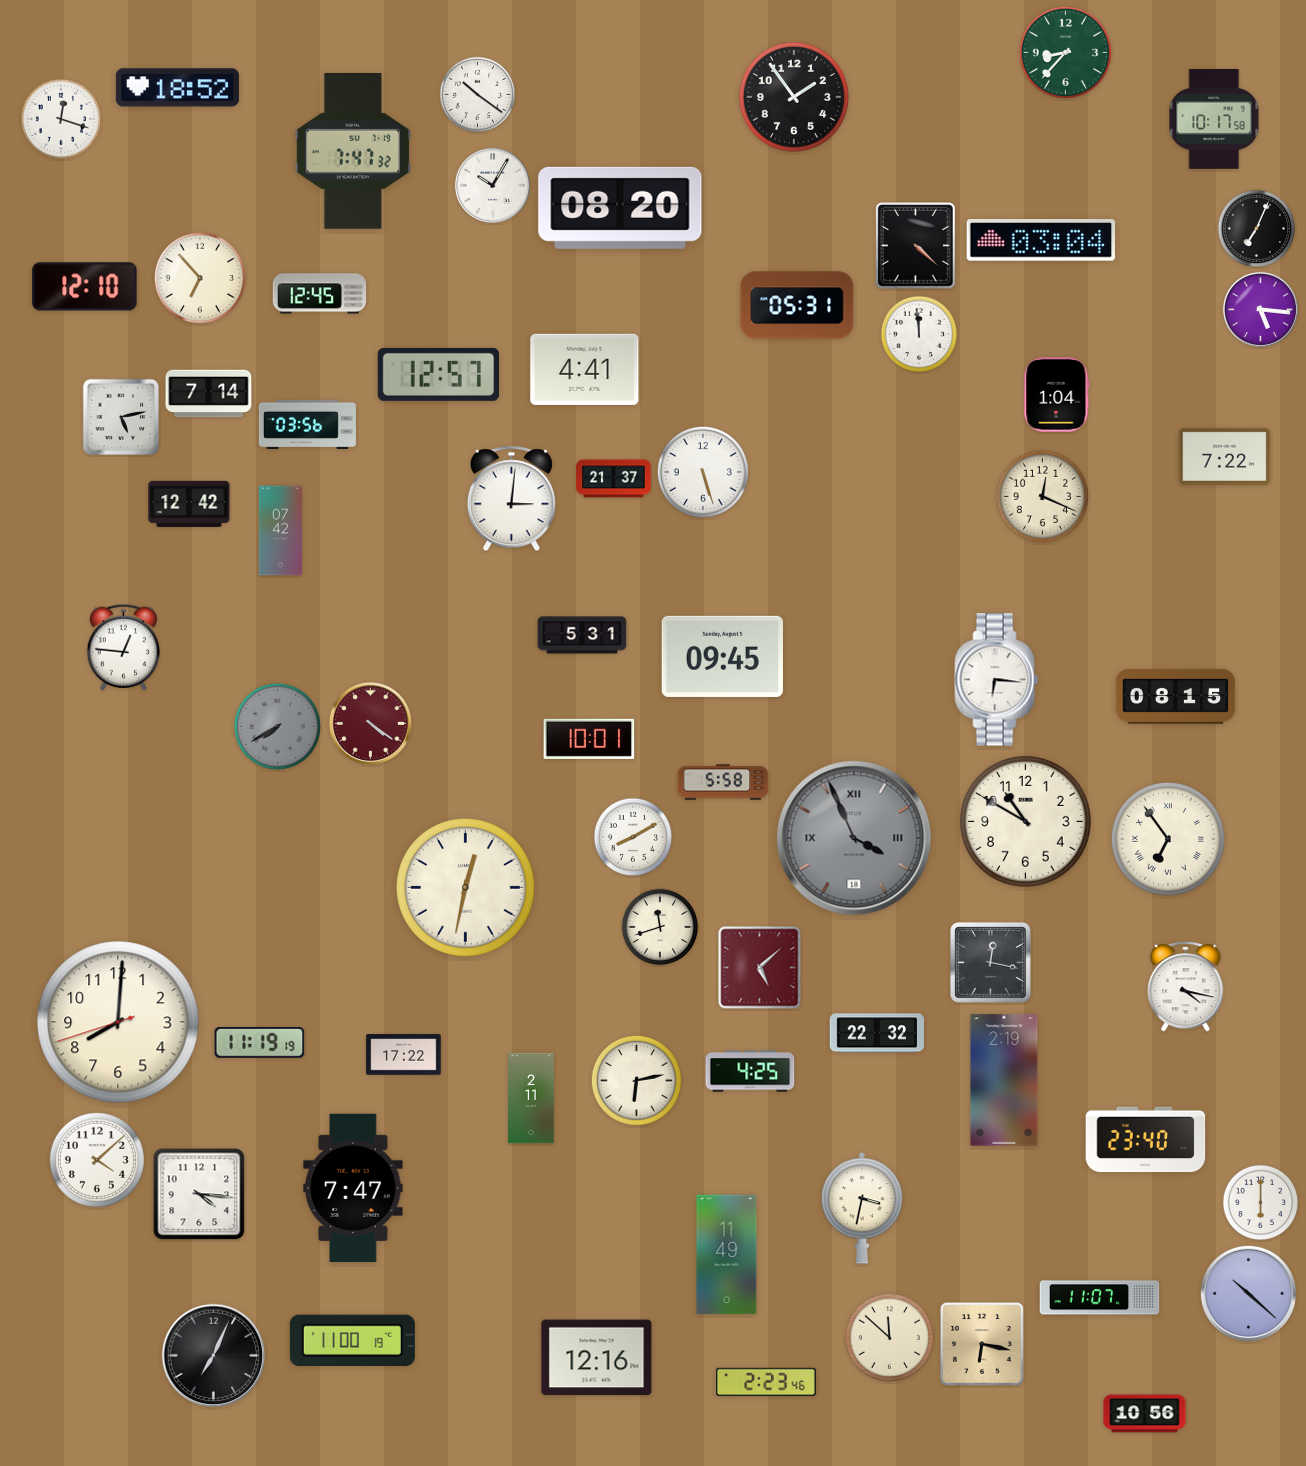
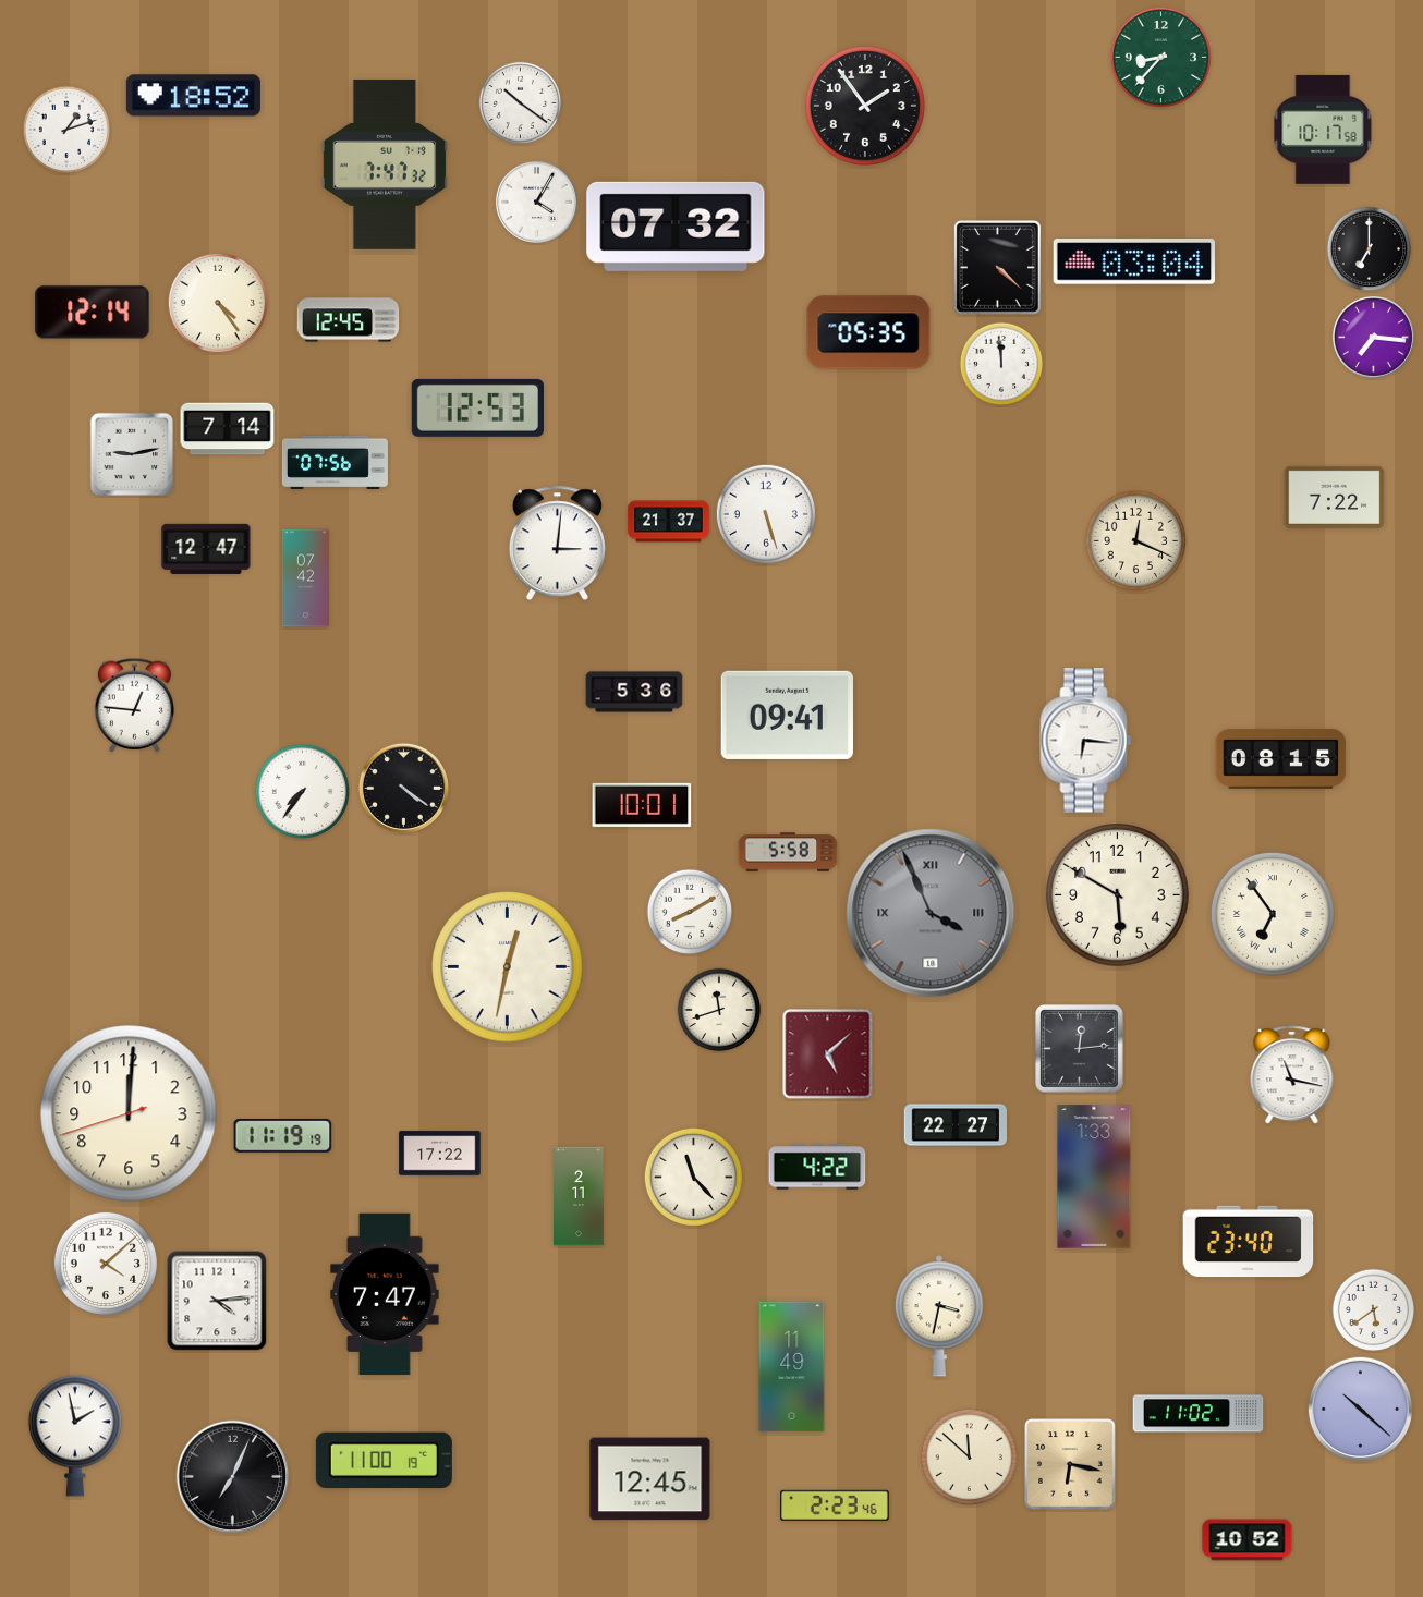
clock at (61, 119): 12:18 -> 1:12
clock at (492, 185): 10:05 -> 4:05
clock at (620, 208): 08:20 -> 07:32
clock at (1257, 229): 7:04 -> 7:00
clock at (200, 278): 6:53 -> 4:24
clock at (85, 287): 12:10 -> 12:14
clock at (797, 305): 05:31 -> 05:35
clock at (1260, 309): 5:16 -> 7:16
clock at (585, 369): 4:41 -> none
clock at (438, 374): 12:57 -> 12:53
clock at (1057, 395): 1:04 -> none
clock at (121, 417): 5:13 -> 9:13
clock at (307, 425): 03:56 -> 07:56
clock at (189, 504): 12:42 -> 12:47
clock at (582, 635): 5:31 -> 5:36
clock at (722, 656): 09:45 -> 09:41
clock at (370, 723) dial: burgundy -> black
clock at (277, 726): 7:40 -> 7:36
clock at (277, 726) dial: grey -> white
clock at (1026, 822): 10:50 -> 5:50
clock at (991, 963): 12:17 -> 12:14
clock at (1186, 987): 4:17 -> 11:17
clock at (118, 1022): 8:00 -> 12:00
clock at (876, 1033): 22:32 -> 22:27
clock at (404, 1055) position: (404, 1055) -> (440, 1154)
clock at (750, 1071): 4:25 -> 4:22
clock at (636, 1080): 6:13 -> 11:23
clock at (1004, 1080): 2:19 -> 1:33
clock at (199, 1194): 4:16 -> 4:14
clock at (1261, 1203): 6:00 -> 5:39
clock at (1100, 1298): 11:07 -> 11:02
clock at (75, 1436): none -> 1:58
clock at (597, 1358): 12:16 -> 12:45
clock at (1145, 1414): 10:56 -> 10:52
